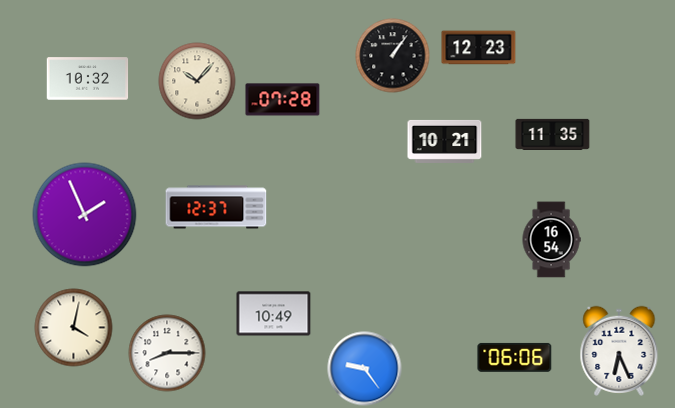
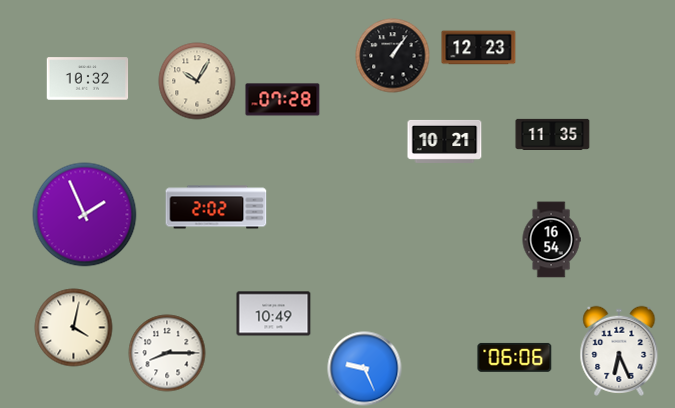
clock at (197, 81): 10:07 -> 10:05
clock at (216, 207): 12:37 -> 2:02
clock at (365, 369): 9:24 -> 9:26
